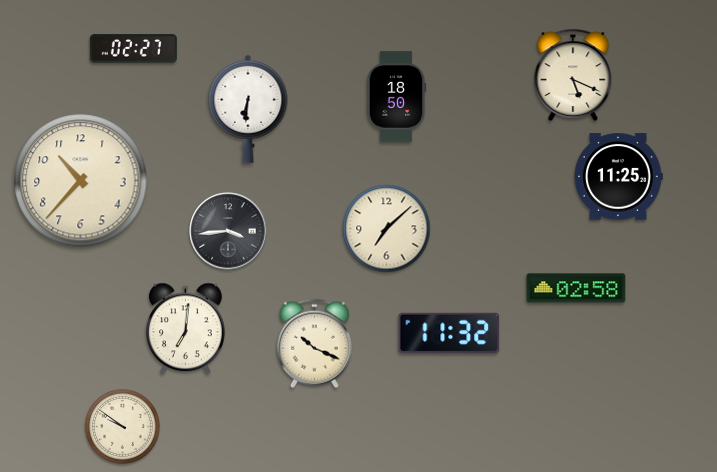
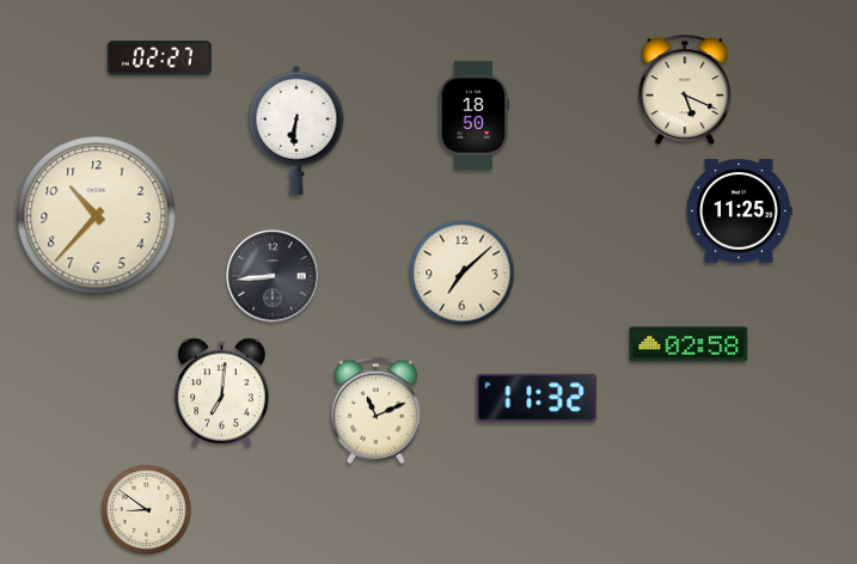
clock at (228, 231): 3:44 -> 8:44
clock at (314, 344): 10:19 -> 11:11
clock at (122, 426): 9:51 -> 8:51
